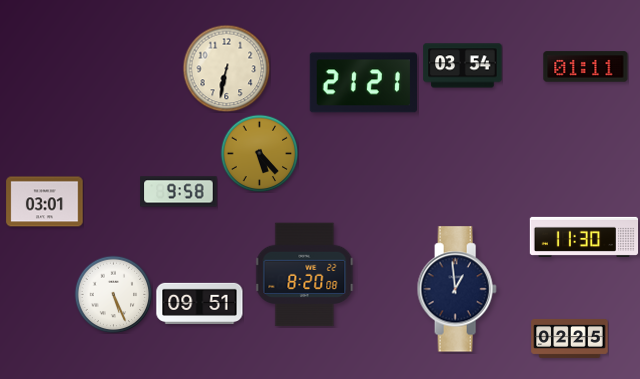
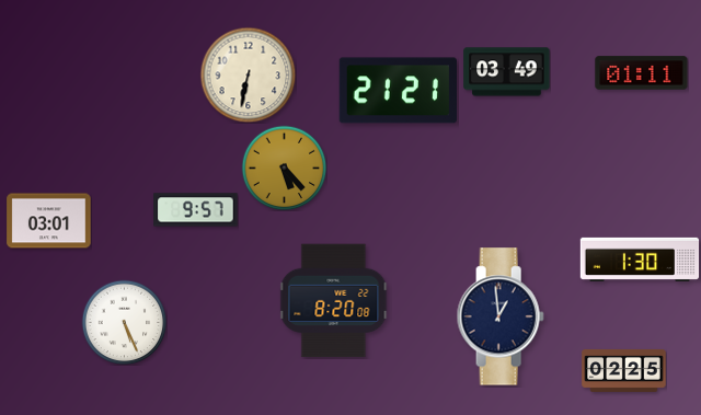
clock at (463, 66): 03:54 -> 03:49
clock at (179, 192): 9:58 -> 9:57
clock at (584, 236): 11:30 -> 1:30
clock at (200, 303): 09:51 -> none
